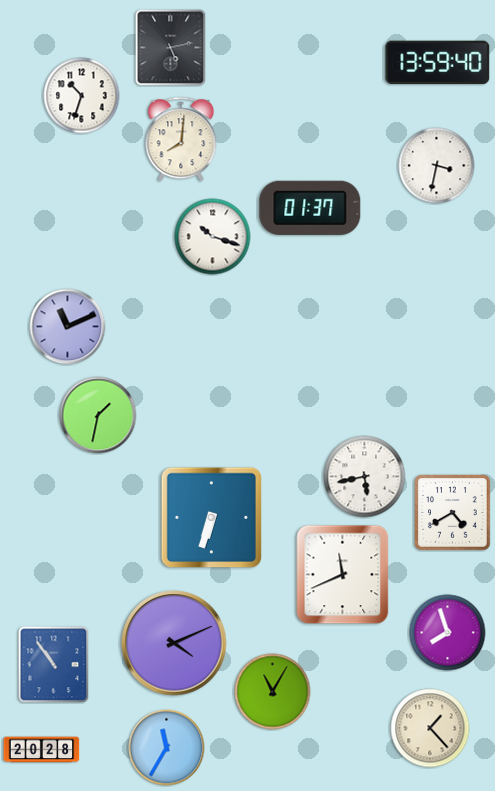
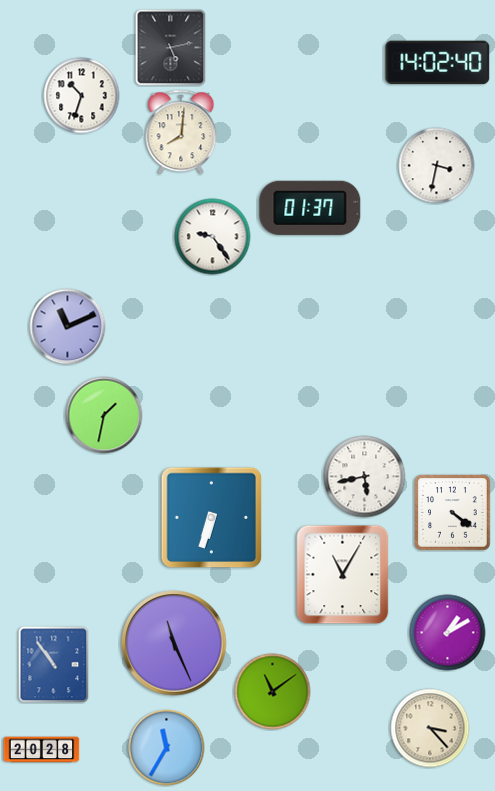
clock at (438, 63): 13:59 -> 14:02
clock at (181, 139) position: (181, 139) -> (181, 132)
clock at (213, 237): 10:18 -> 9:24
clock at (98, 415) position: (98, 415) -> (104, 415)
clock at (453, 513): 4:40 -> 4:21
clock at (343, 575): 11:41 -> 11:05
clock at (448, 633): 7:57 -> 1:10
clock at (174, 643): 4:11 -> 11:26
clock at (273, 692): 11:05 -> 11:09
clock at (430, 728): 1:23 -> 3:23
